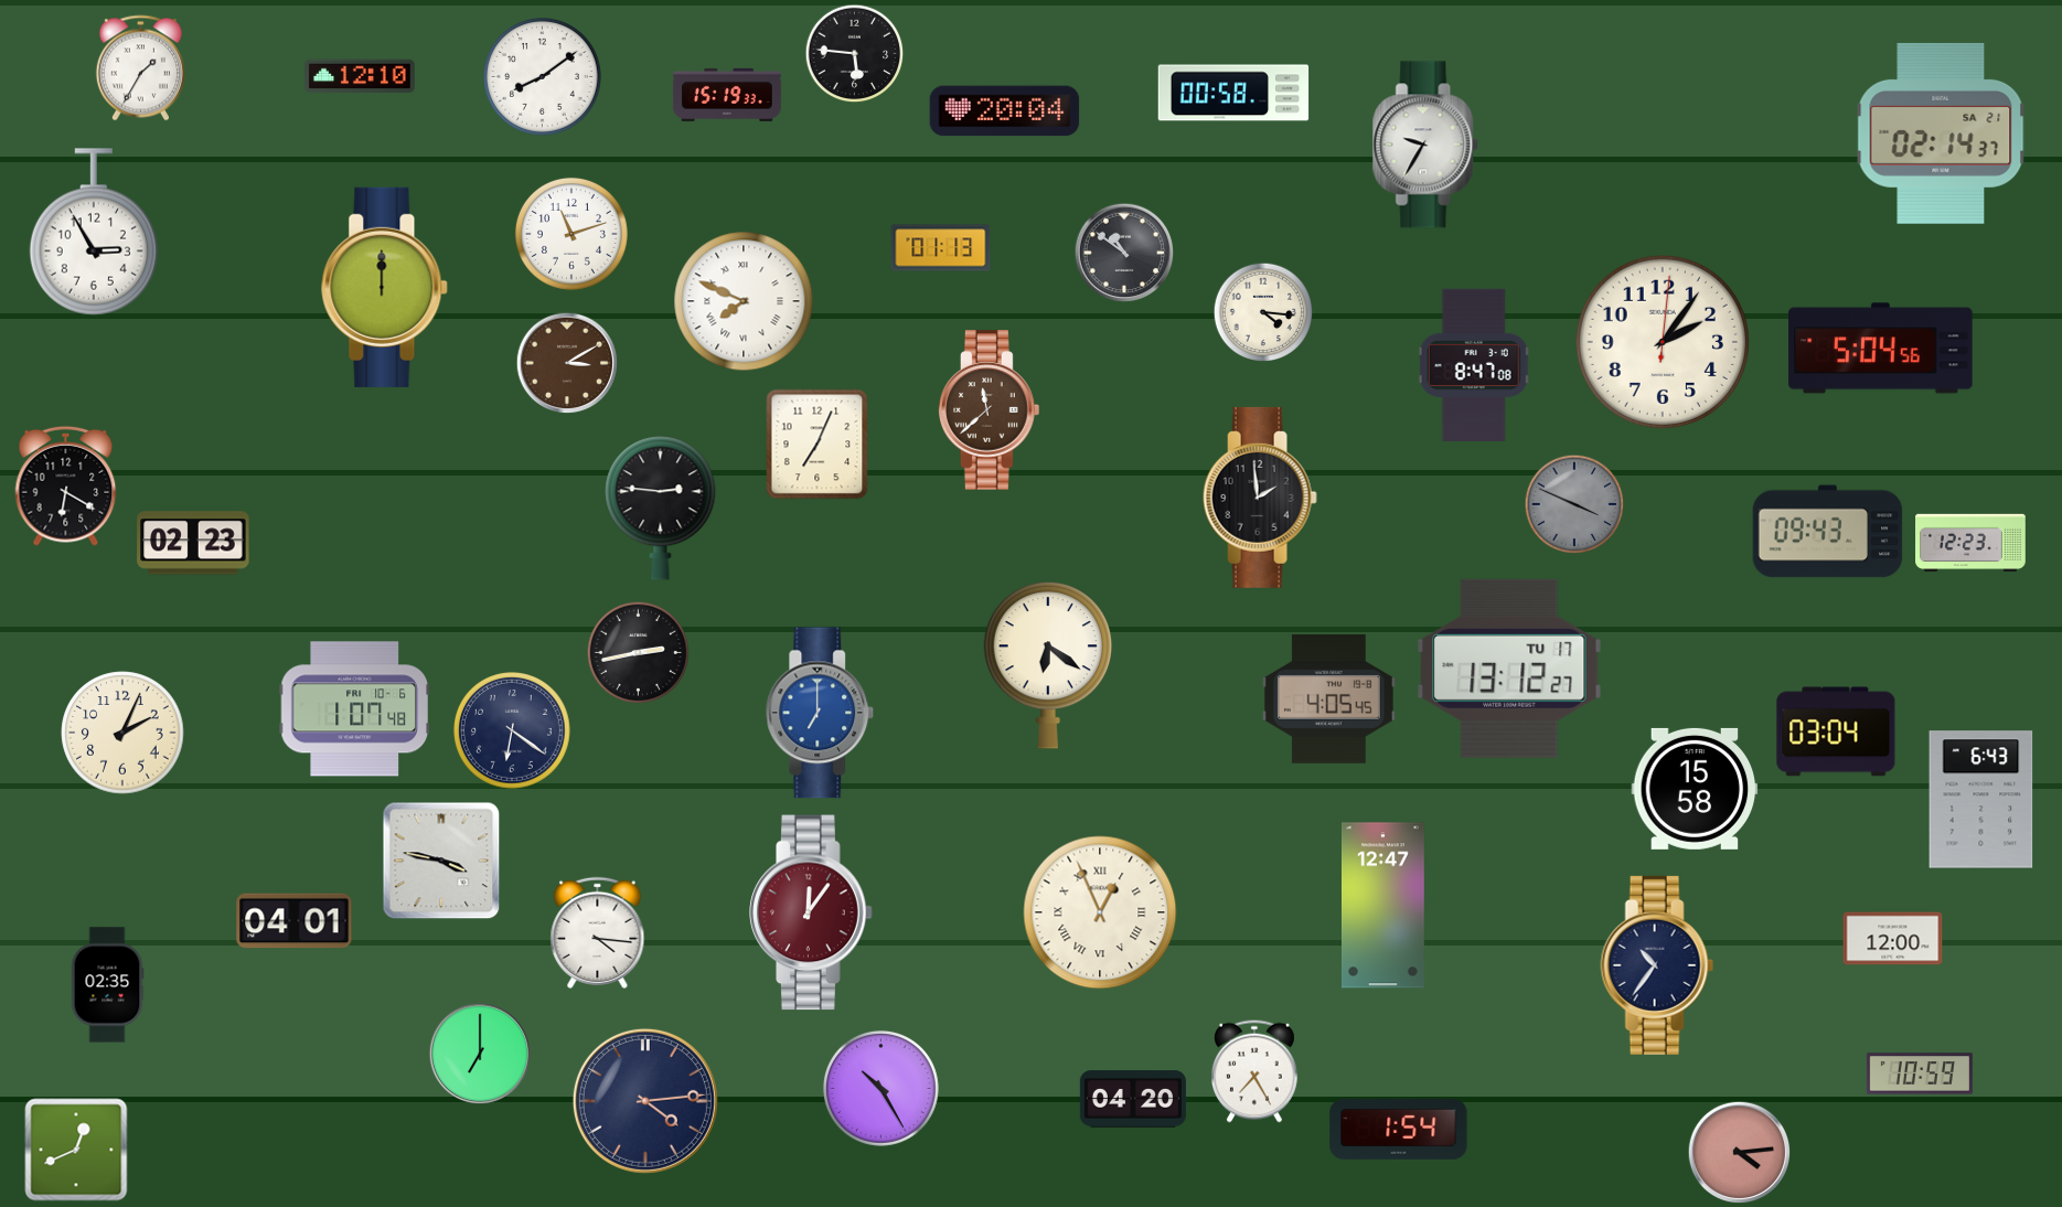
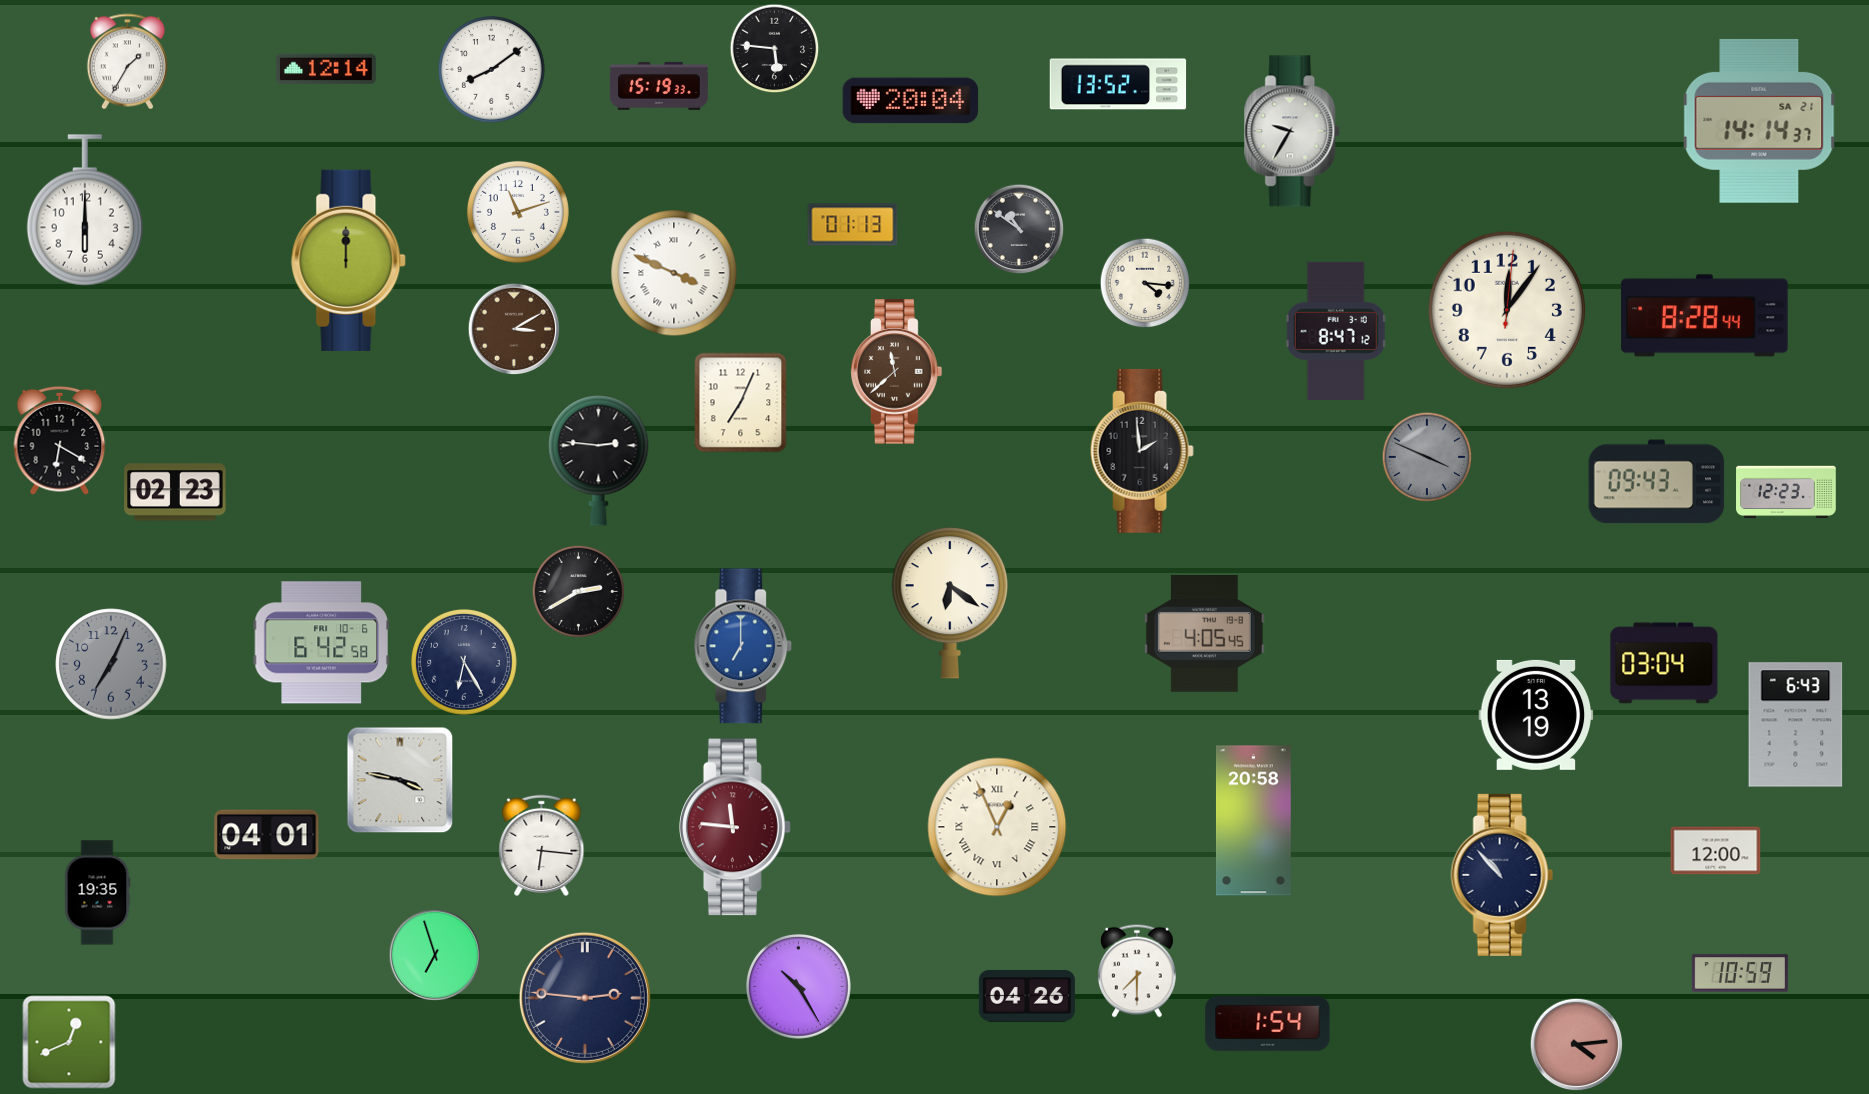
clock at (361, 76): 12:10 -> 12:14
clock at (1233, 93): 00:58 -> 13:52
clock at (1941, 133): 02:14 -> 14:14
clock at (93, 232): 2:55 -> 6:00
clock at (744, 301): 7:49 -> 3:49
clock at (1663, 342): 2:06 -> 12:06
clock at (1881, 349): 5:04 -> 8:28
clock at (1474, 365): 8:47:08 -> 8:47:12
clock at (638, 652): 2:43 -> 2:40
clock at (1509, 669): 13:12 -> none
clock at (354, 709): 1:07 -> 6:42
clock at (513, 731): 6:21 -> 6:25
clock at (122, 733): 2:04 -> 7:04
clock at (122, 733) dial: cream -> grey
clock at (1695, 789): 15:58 -> 13:19
clock at (1383, 906): 12:47 -> 20:58
clock at (811, 912): 12:06 -> 11:46
clock at (598, 932): 4:16 -> 6:16
clock at (1657, 965): 10:36 -> 10:53
clock at (107, 985): 02:35 -> 19:35
clock at (480, 1054): 7:00 -> 6:57
clock at (1254, 1071): 7:25 -> 7:30
clock at (1133, 1099): 04:20 -> 04:26
clock at (645, 1101): 4:14 -> 2:46
